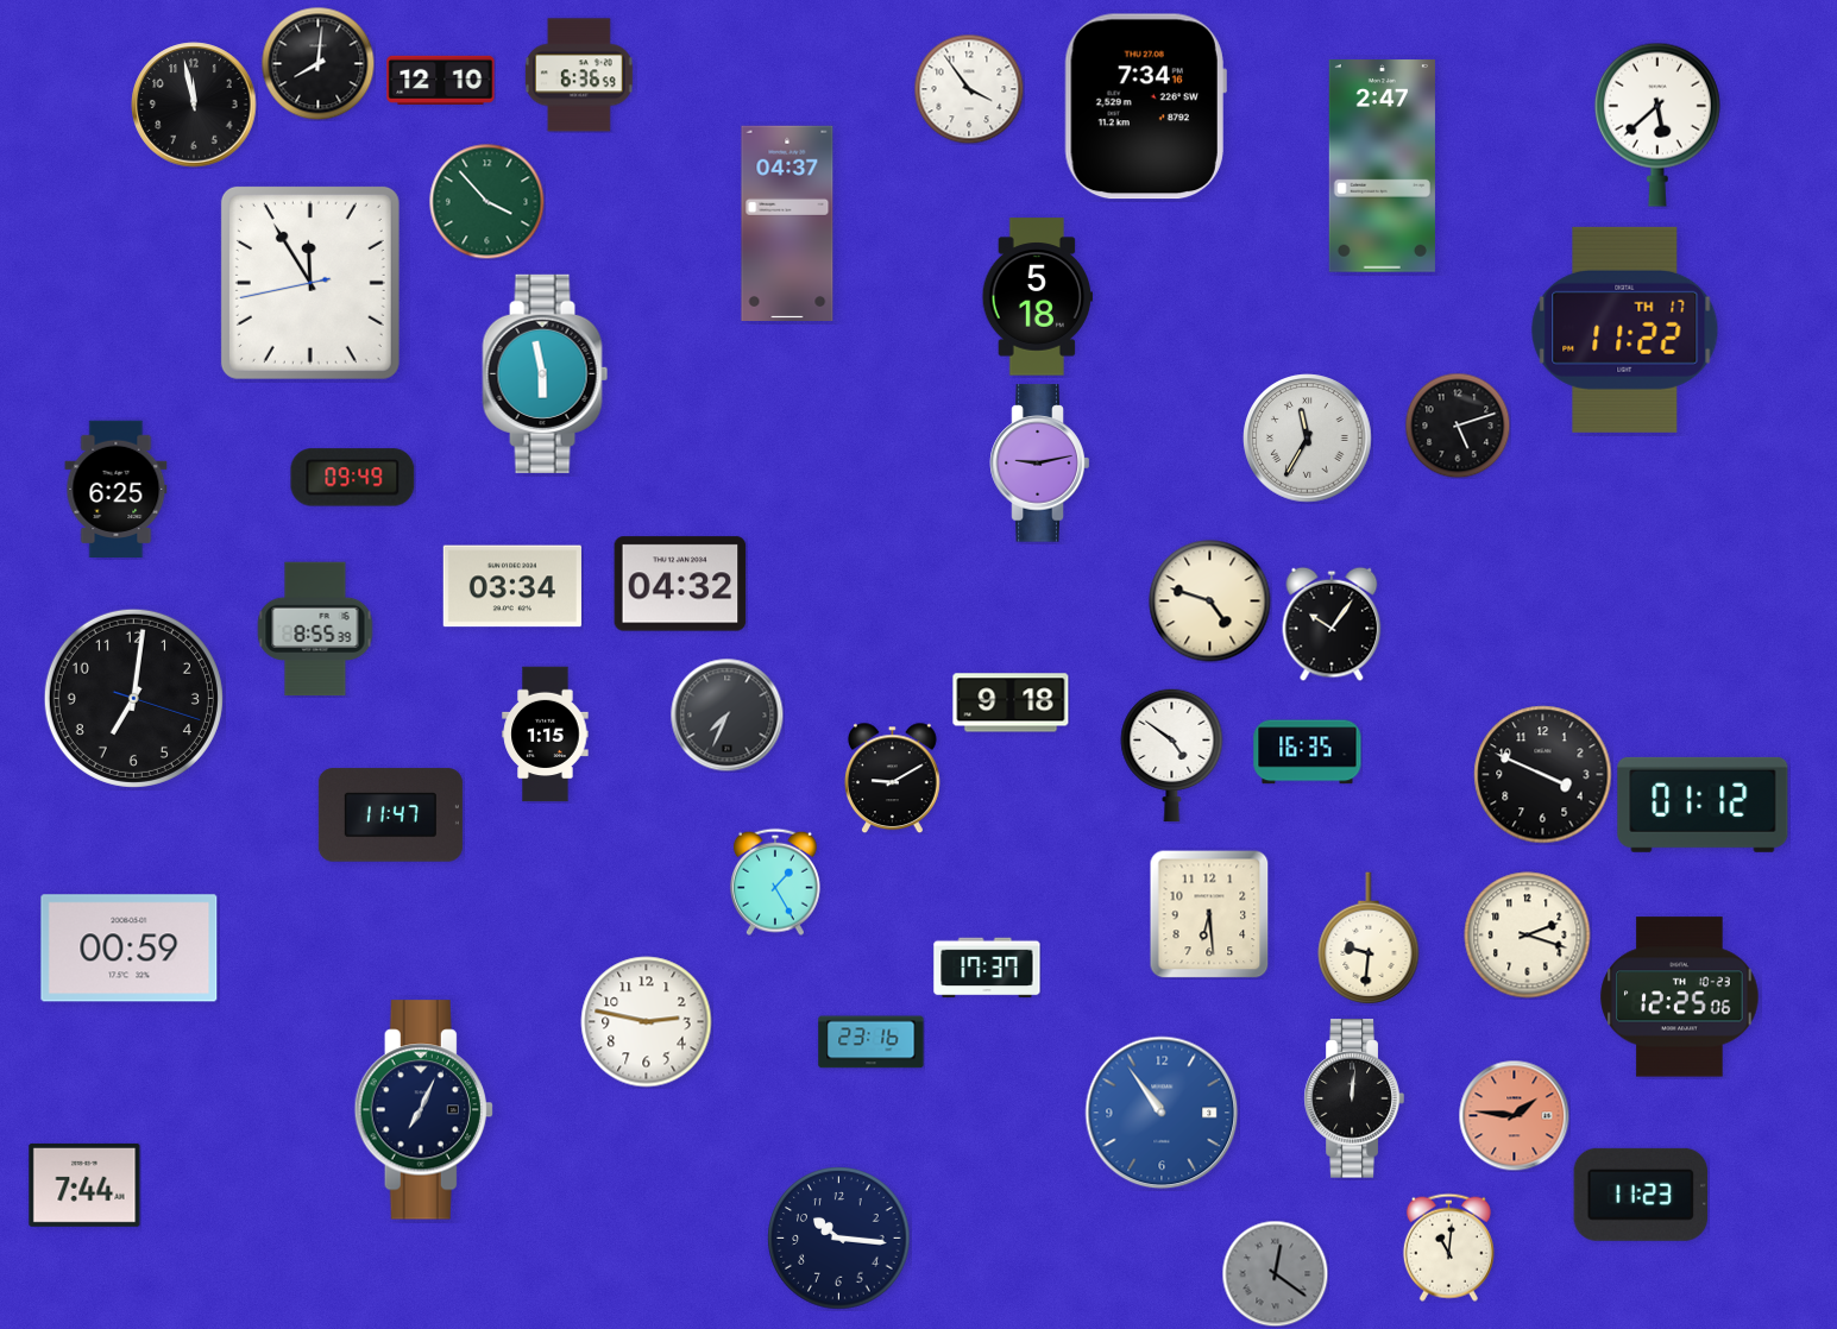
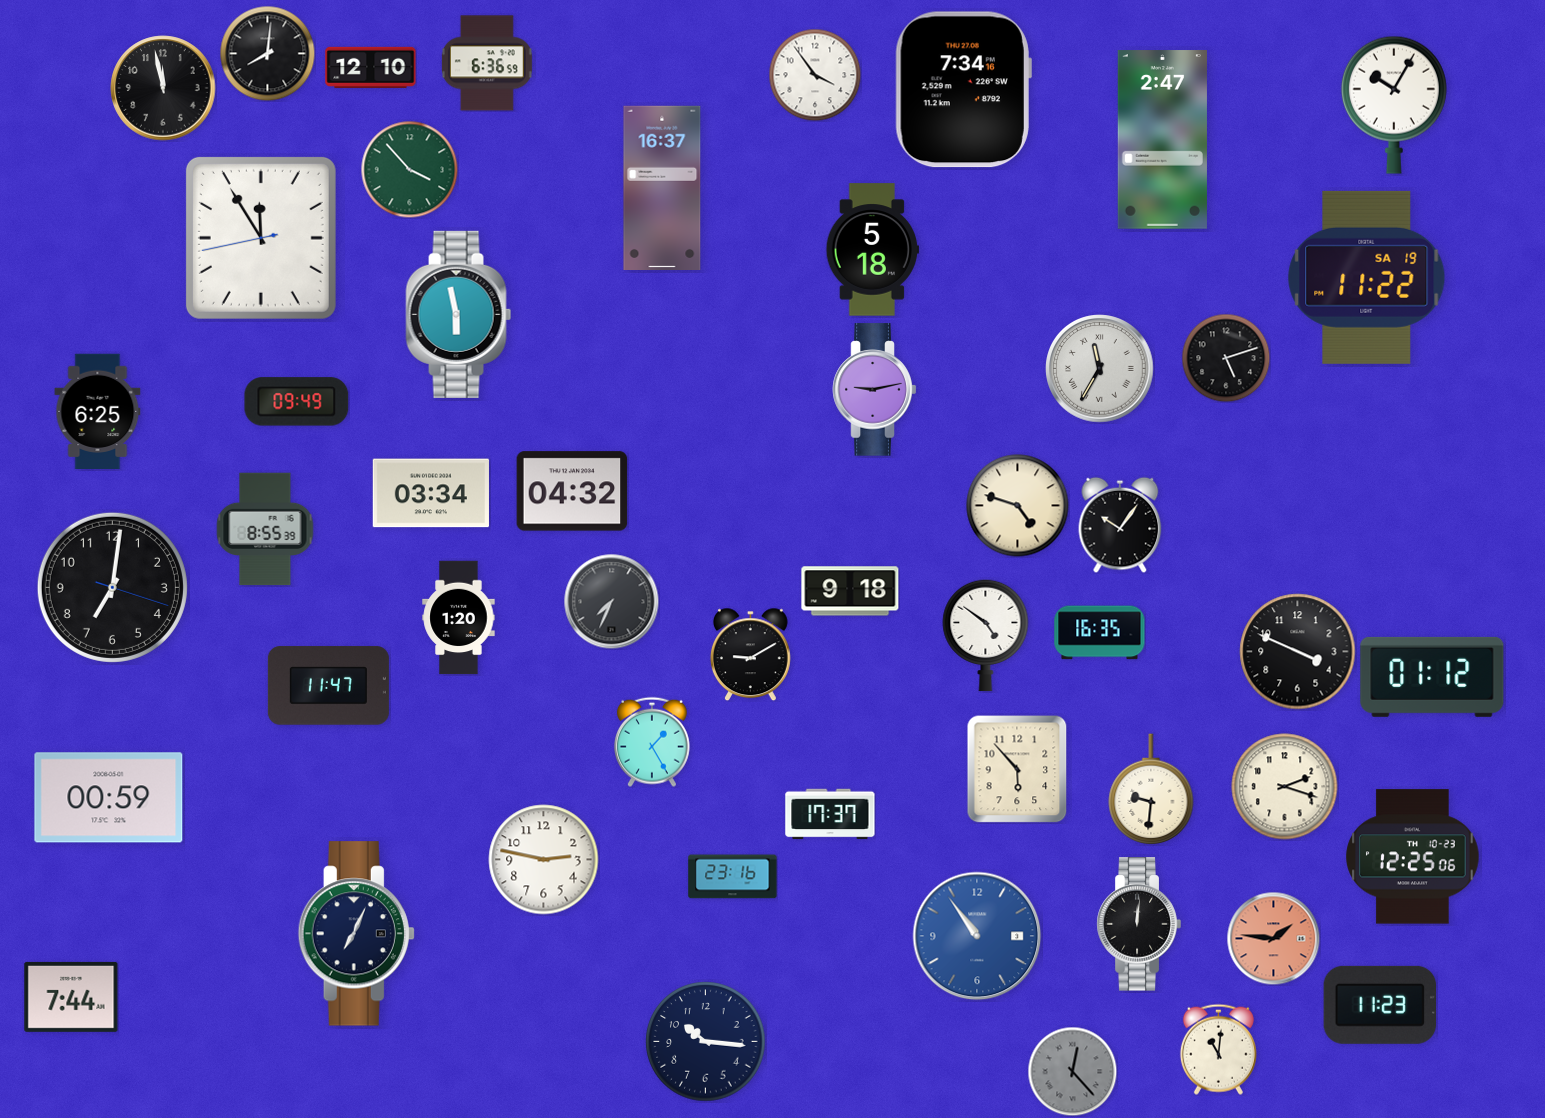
clock at (1657, 125): 5:38 -> 10:05
clock at (787, 222): 04:37 -> 16:37
clock at (1625, 329) date: TH 17 -> SA 19
clock at (546, 735): 1:15 -> 1:20
clock at (1209, 914): 6:29 -> 5:53
clock at (1680, 997) position: (1680, 997) -> (1413, 857)
clock at (1275, 1273): 12:21 -> 12:23
